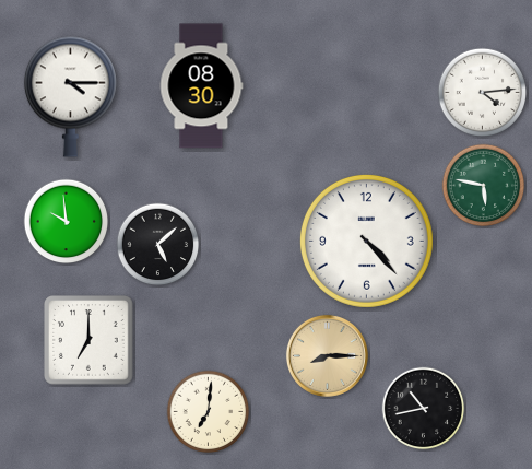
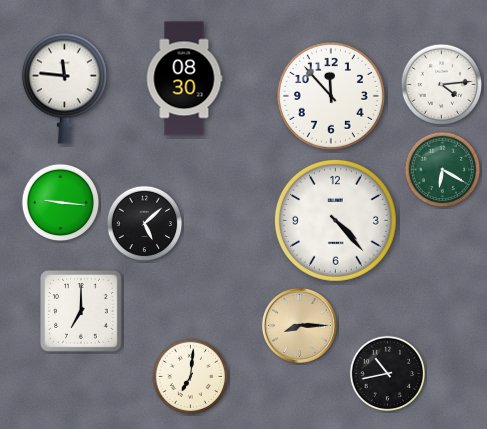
clock at (70, 96): 4:15 -> 11:46
clock at (331, 96): none -> 11:53
clock at (484, 186): 5:47 -> 6:20
clock at (67, 222): 9:59 -> 9:16
